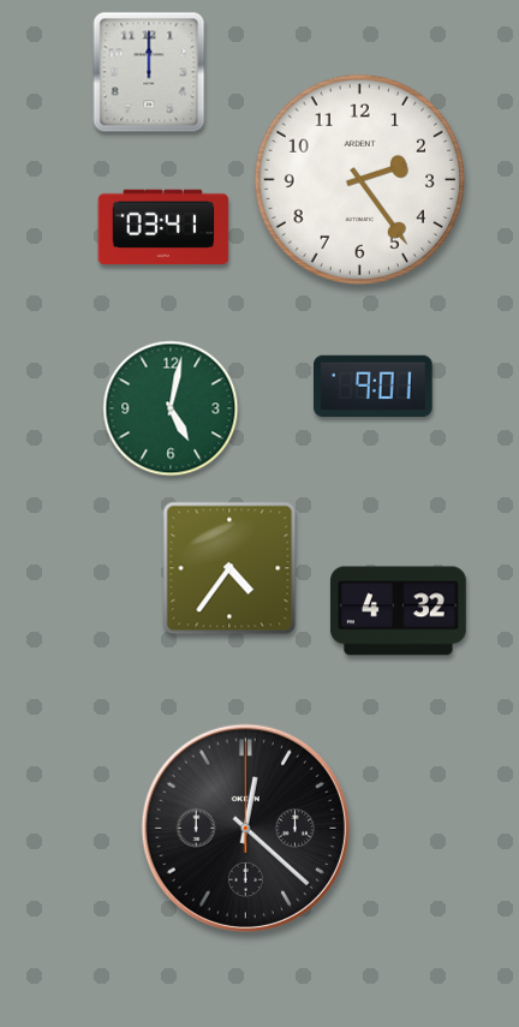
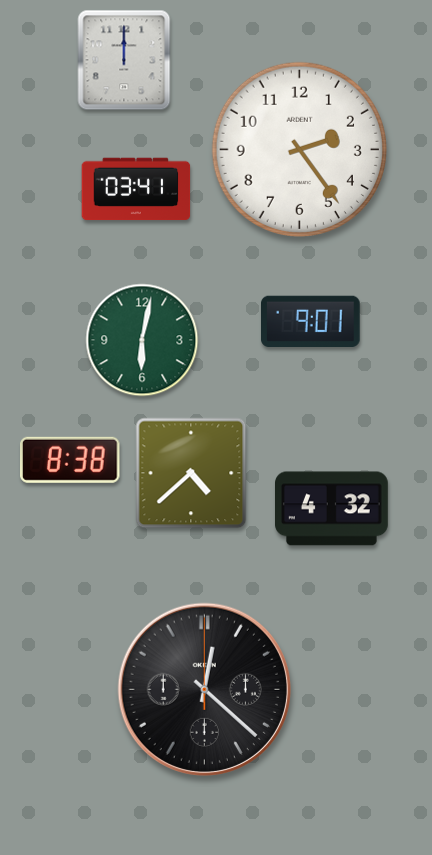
clock at (171, 408): 5:02 -> 6:02
clock at (71, 460): none -> 8:38
clock at (229, 568): 4:36 -> 4:38
